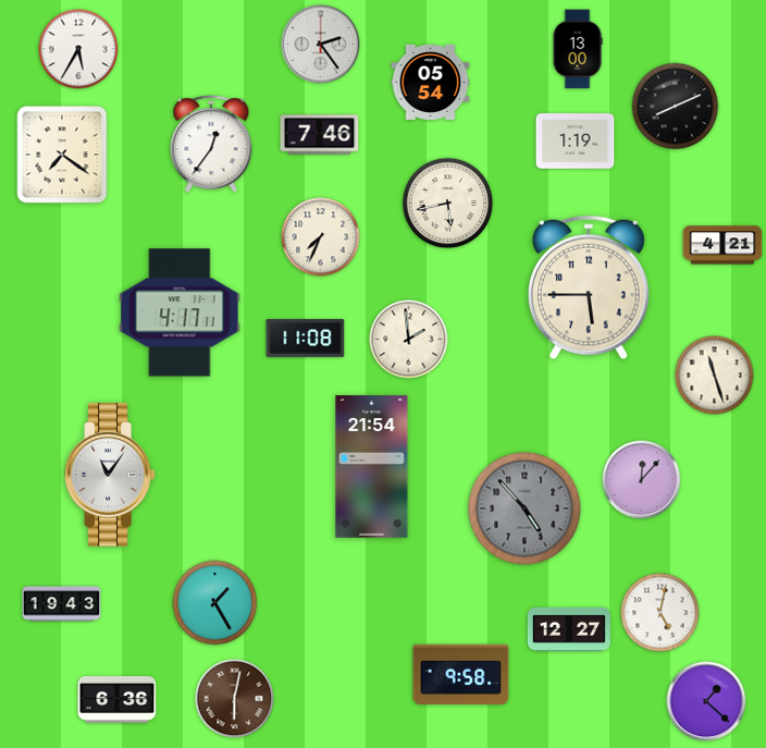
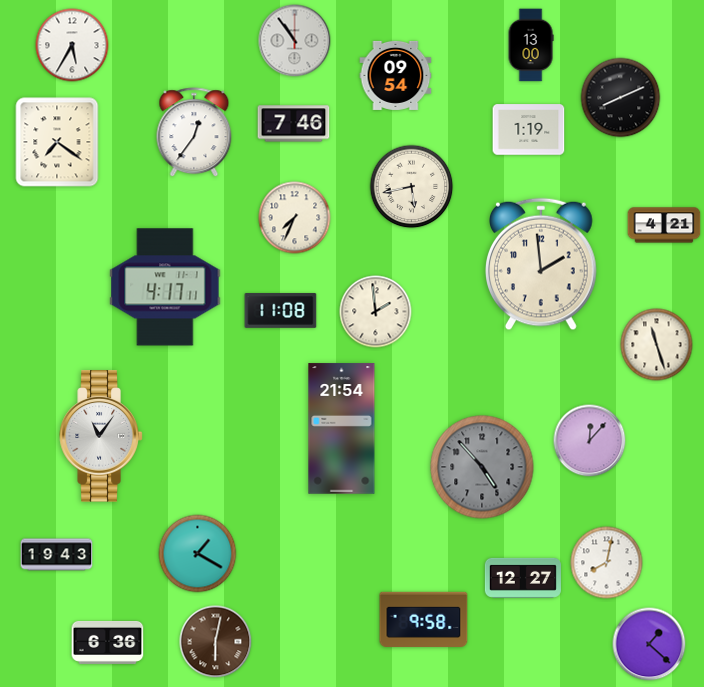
clock at (321, 45): 2:24 -> 10:54
clock at (431, 82): 05:54 -> 09:54
clock at (590, 287): 5:45 -> 1:59
clock at (215, 603): 1:25 -> 1:20
clock at (660, 613): 5:02 -> 8:02
